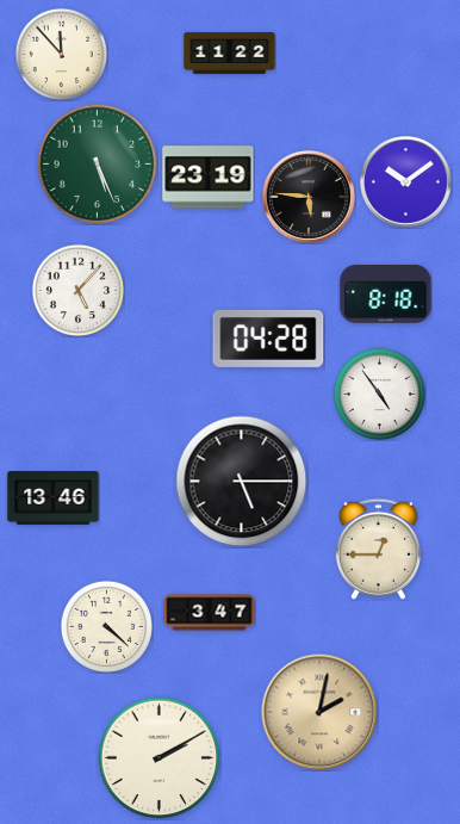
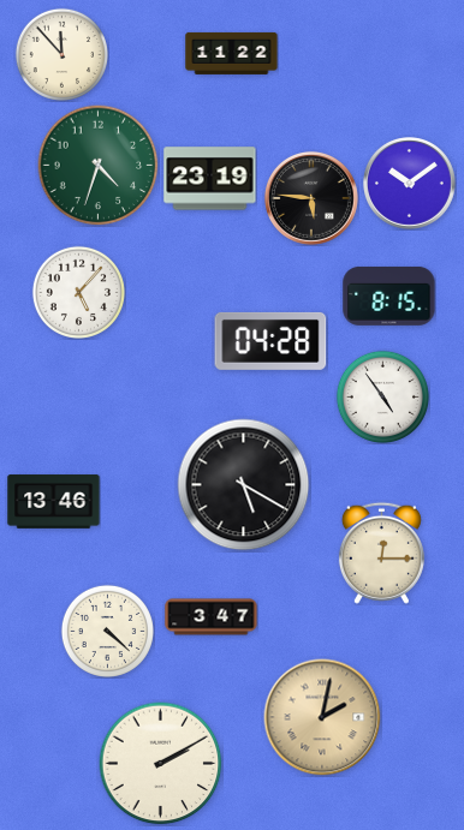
clock at (98, 165): 5:26 -> 4:33
clock at (386, 293): 8:18 -> 8:15
clock at (242, 482): 5:15 -> 5:20
clock at (378, 549): 12:45 -> 12:15
